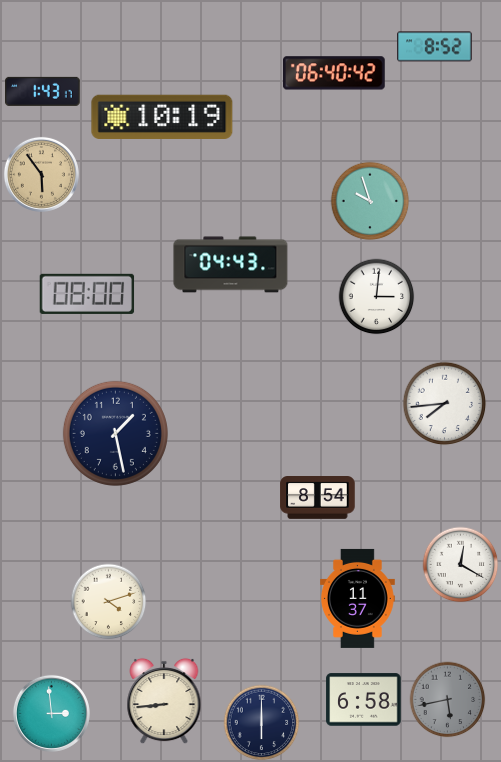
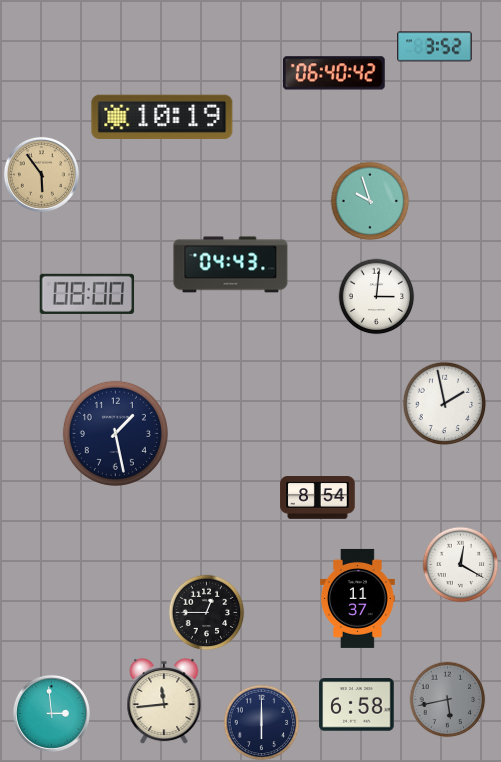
clock at (435, 47): 8:52 -> 3:52
clock at (43, 91): 1:43 -> none
clock at (445, 404): 7:44 -> 1:58
clock at (109, 602): 4:12 -> none
clock at (207, 613): none -> 12:45
clock at (364, 700) position: (364, 700) -> (357, 705)
clock at (164, 701): 8:44 -> 11:44
